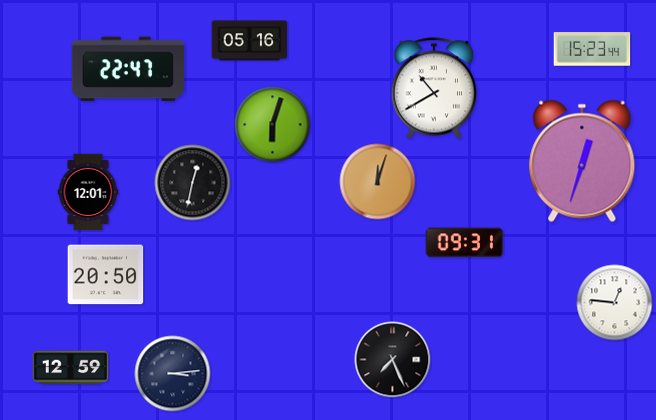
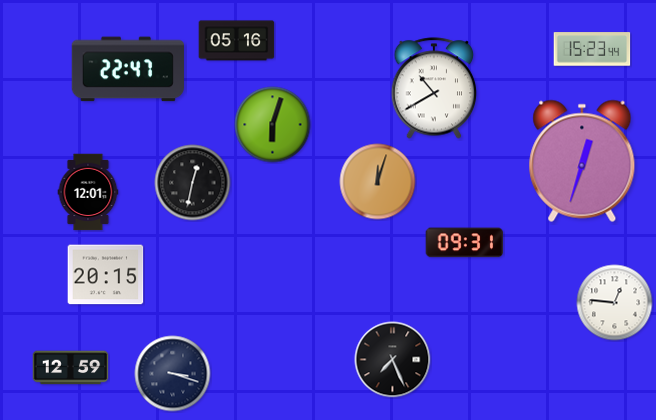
clock at (250, 41) position: (250, 41) -> (237, 41)
clock at (106, 275): 20:50 -> 20:15
clock at (173, 374): 3:14 -> 3:18
